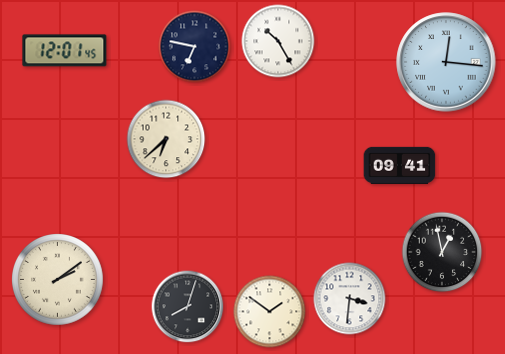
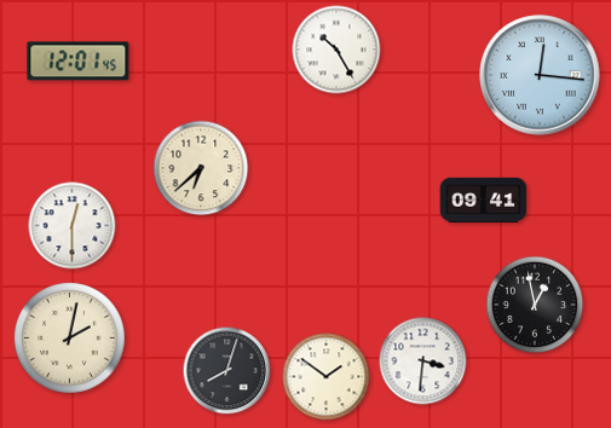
clock at (195, 47): 6:47 -> none
clock at (73, 226): none -> 12:30
clock at (58, 280): 2:09 -> 2:02
